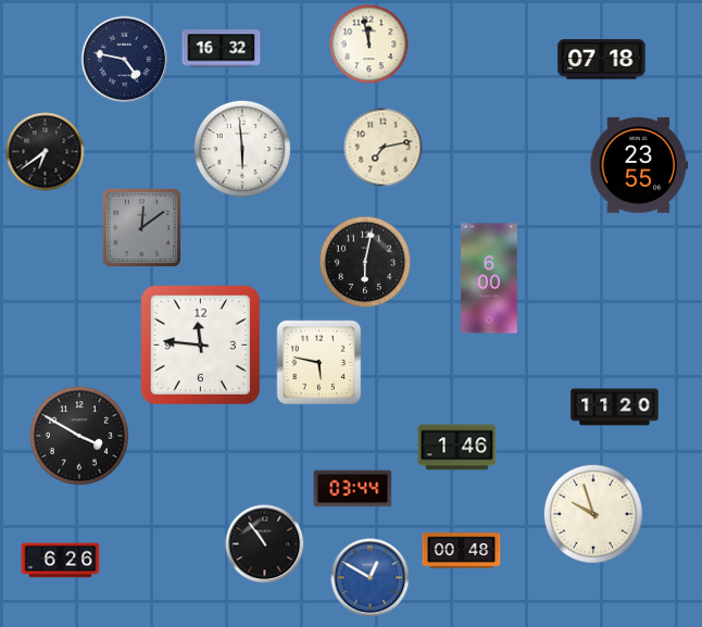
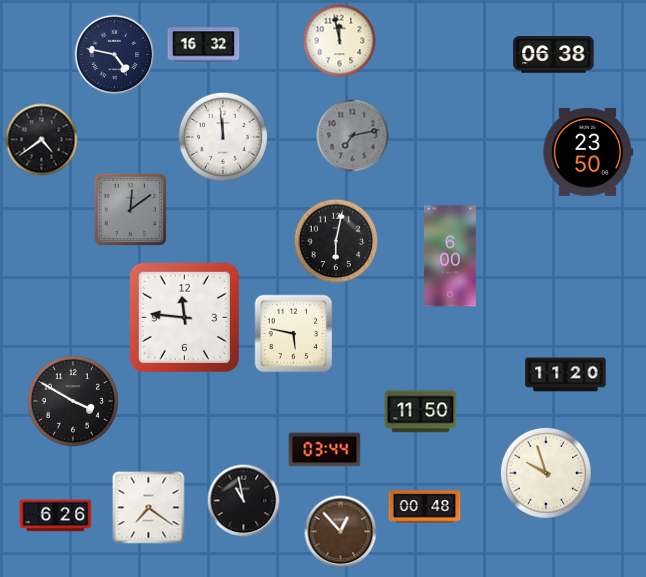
clock at (602, 60): 07:18 -> 06:38
clock at (384, 148) dial: cream -> grey
clock at (242, 149): 5:59 -> 11:59
clock at (46, 152): 6:39 -> 4:39
clock at (639, 165): 23:55 -> 23:50
clock at (457, 448): 1:46 -> 11:50
clock at (265, 544): 10:54 -> 10:58
clock at (149, 508): none -> 7:21
clock at (371, 578): 12:50 -> 12:53
clock at (371, 578) dial: blue -> brown
